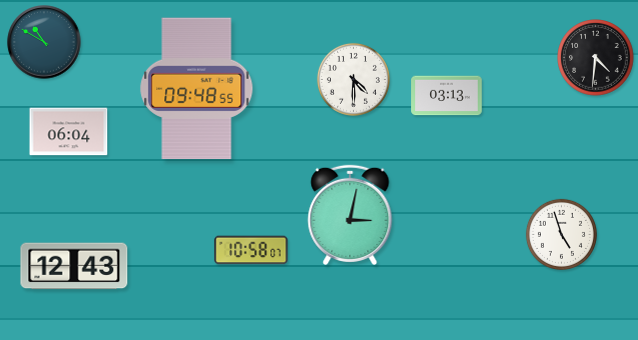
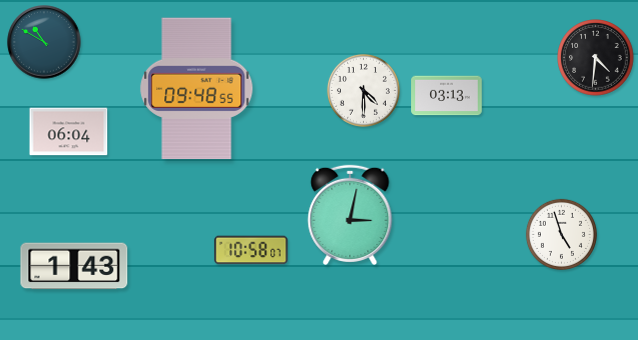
clock at (353, 79) position: (353, 79) -> (363, 90)
clock at (74, 266): 12:43 -> 1:43
